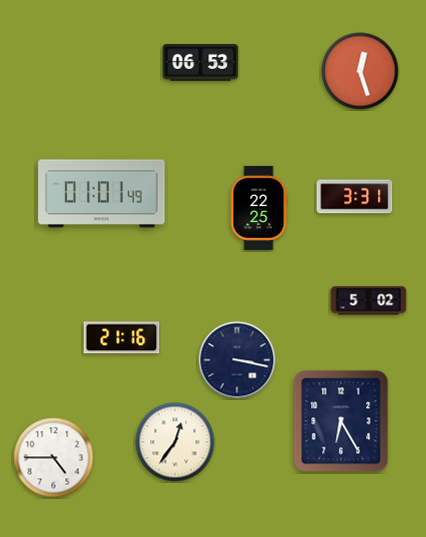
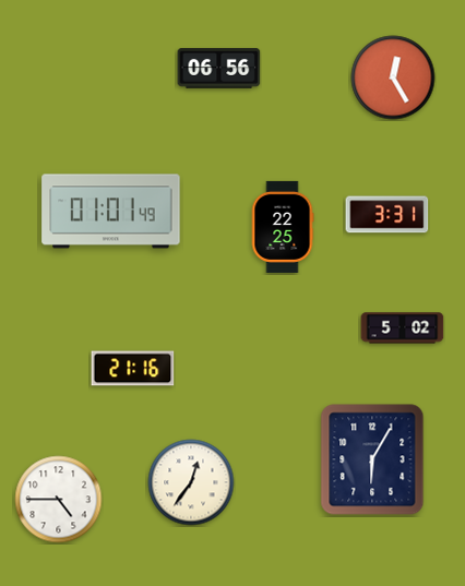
clock at (201, 63): 06:53 -> 06:56
clock at (360, 71): 12:27 -> 12:25
clock at (237, 360): 3:17 -> none
clock at (341, 421): 6:25 -> 6:05
